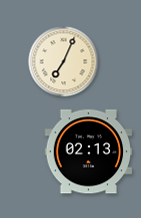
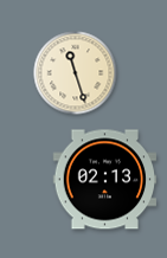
clock at (64, 62): 7:04 -> 11:27
